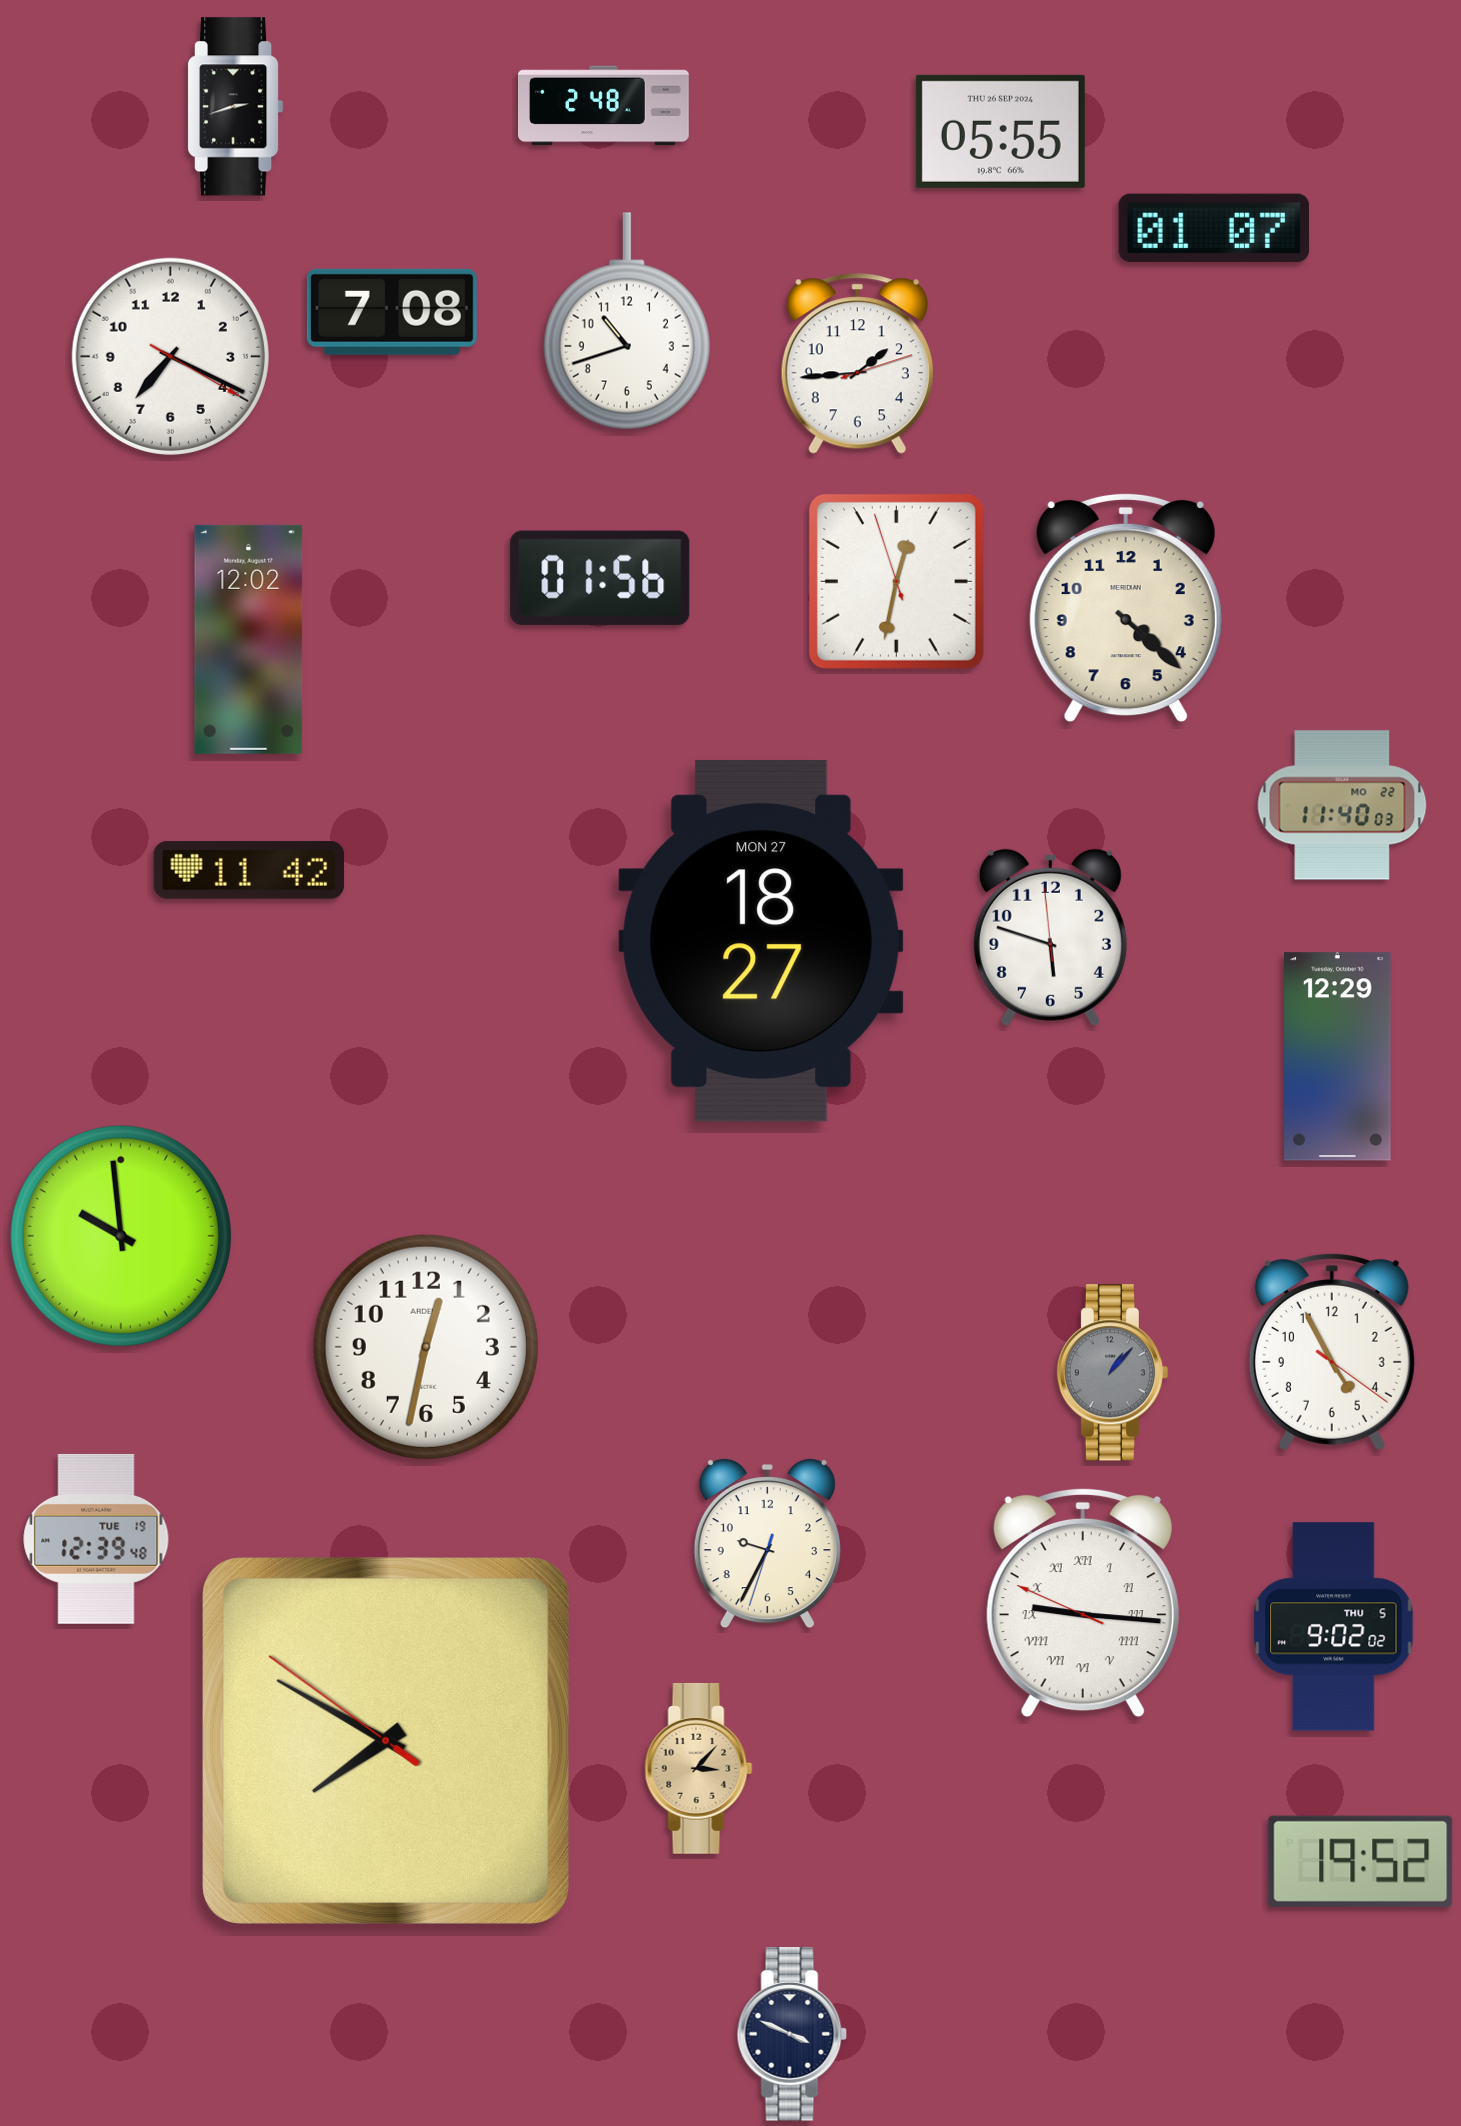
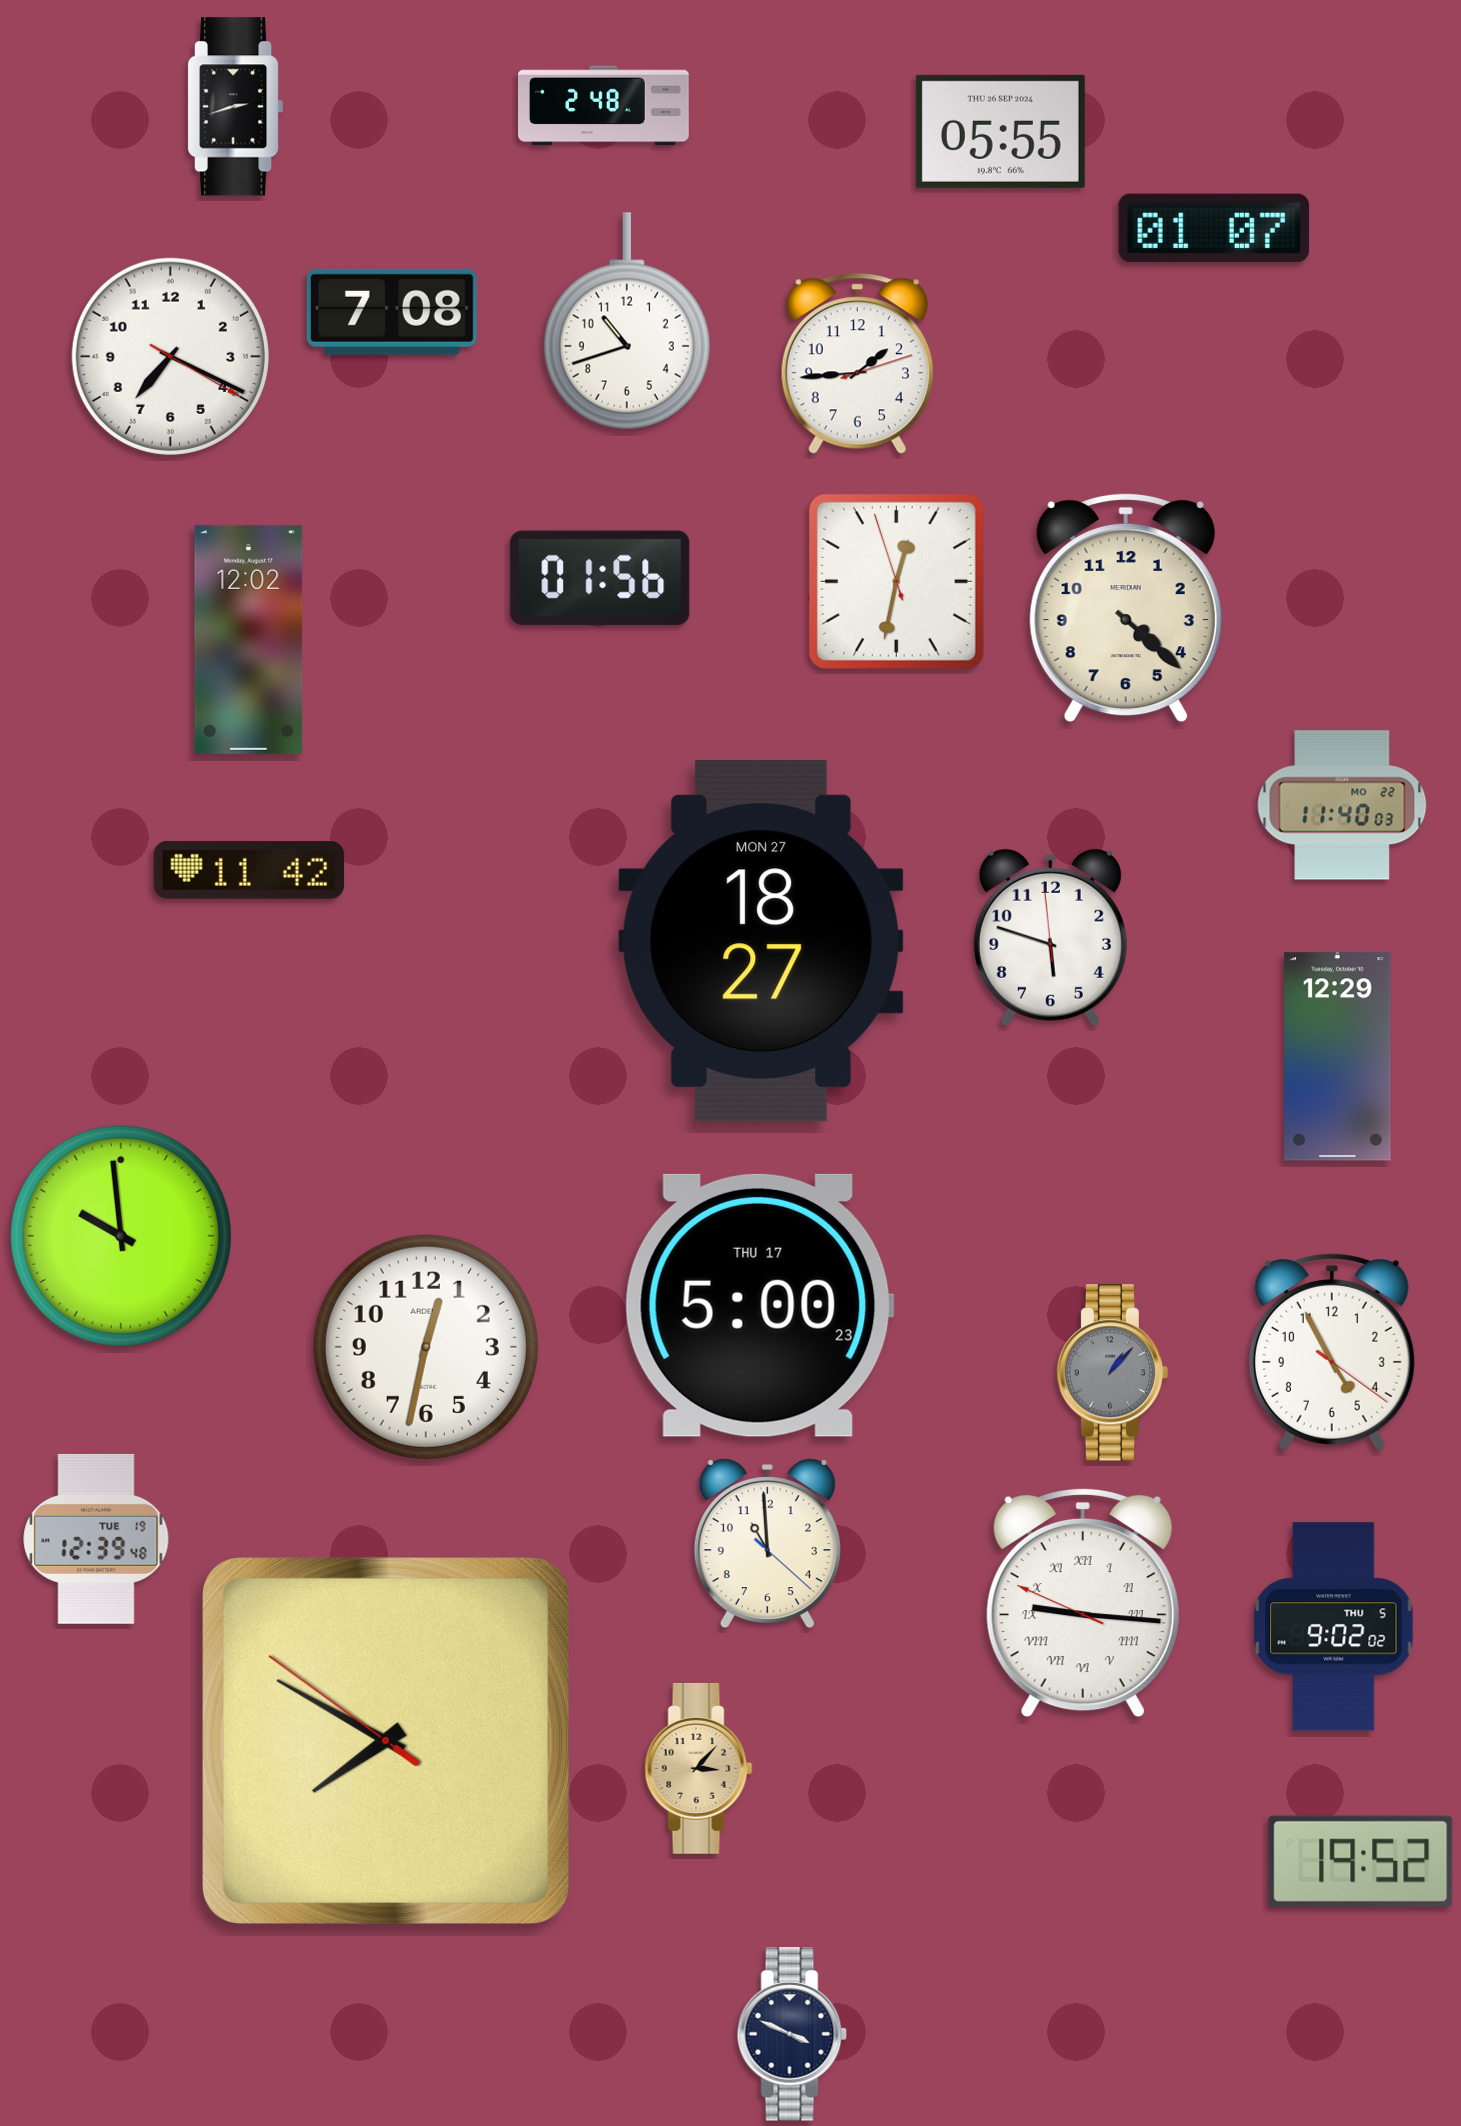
clock at (759, 1305): none -> 5:00
clock at (767, 1544): 9:34 -> 10:59
